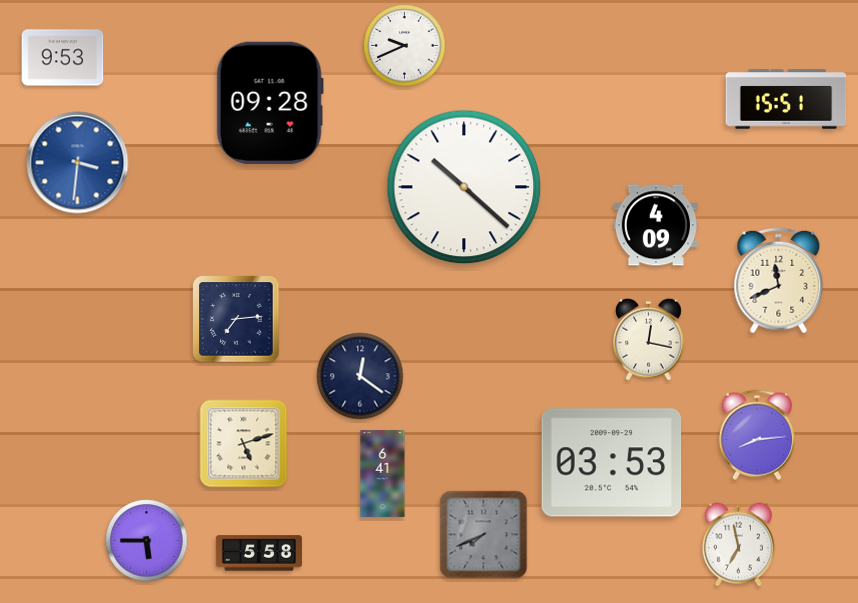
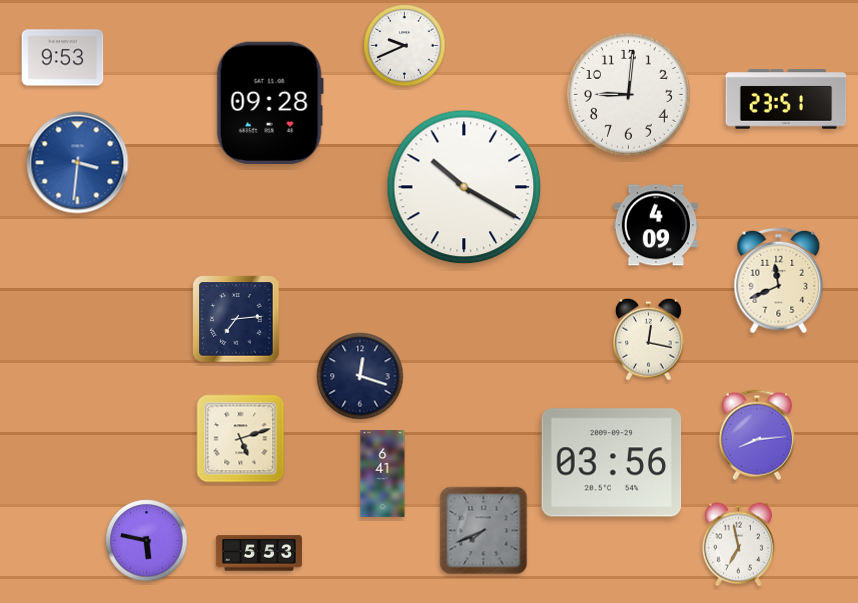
clock at (628, 94): none -> 9:01
clock at (786, 99): 15:51 -> 23:51
clock at (464, 187): 10:22 -> 10:20
clock at (360, 376): 12:21 -> 12:18
clock at (244, 444) position: (244, 444) -> (241, 439)
clock at (612, 463): 03:53 -> 03:56
clock at (484, 535) position: (484, 535) -> (484, 531)
clock at (147, 541): 5:45 -> 5:47
clock at (259, 553): 5:58 -> 5:53
